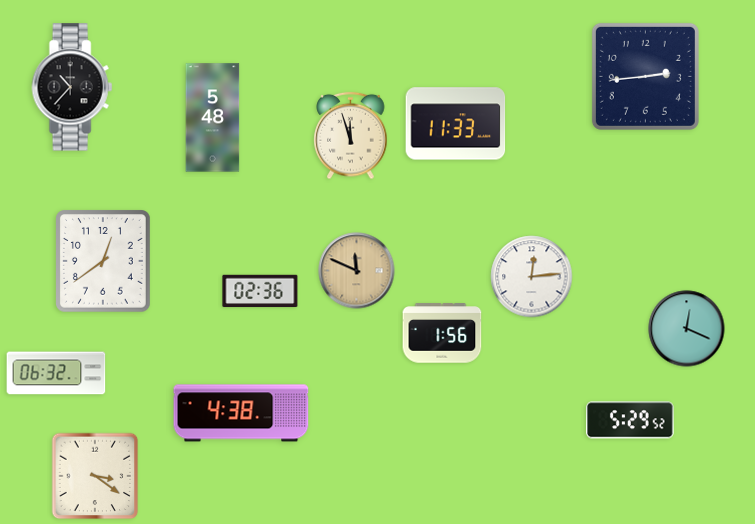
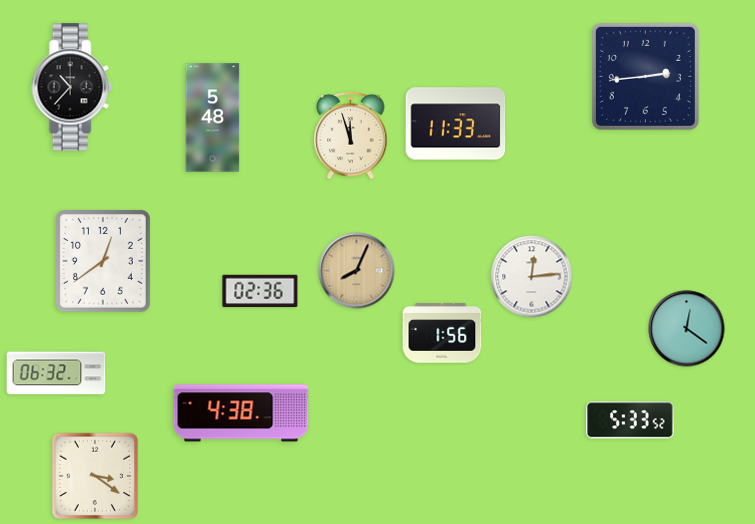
clock at (357, 271): 11:49 -> 8:04
clock at (687, 329): 12:19 -> 12:21
clock at (630, 420): 5:29 -> 5:33
